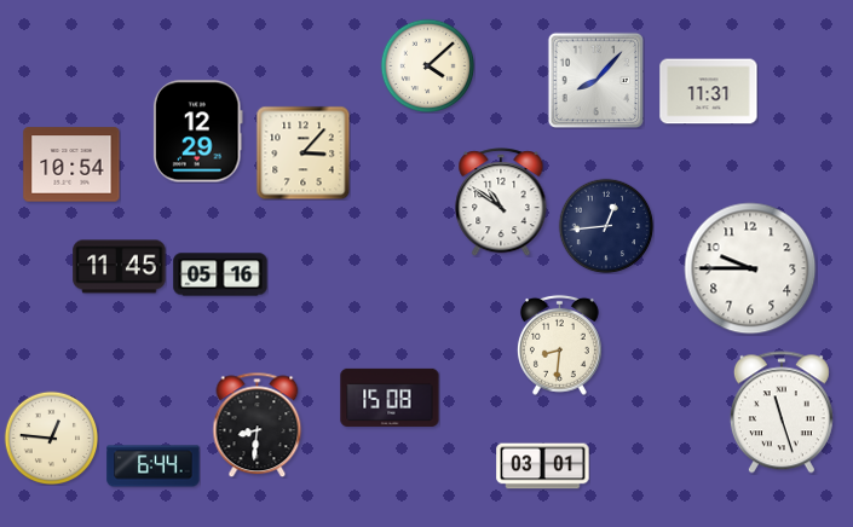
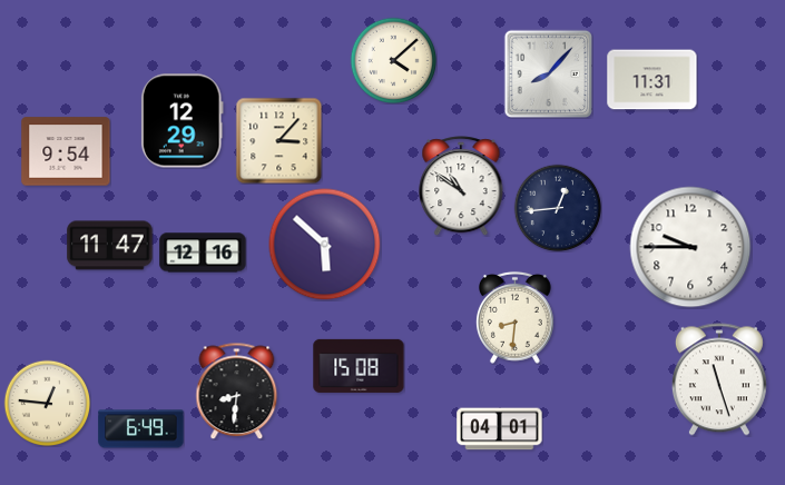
clock at (709, 92) position: (709, 92) -> (652, 80)
clock at (71, 164): 10:54 -> 9:54
clock at (325, 245): none -> 5:52
clock at (120, 267): 11:45 -> 11:47
clock at (220, 274): 05:16 -> 12:16
clock at (154, 467): 6:44 -> 6:49
clock at (543, 467): 03:01 -> 04:01
